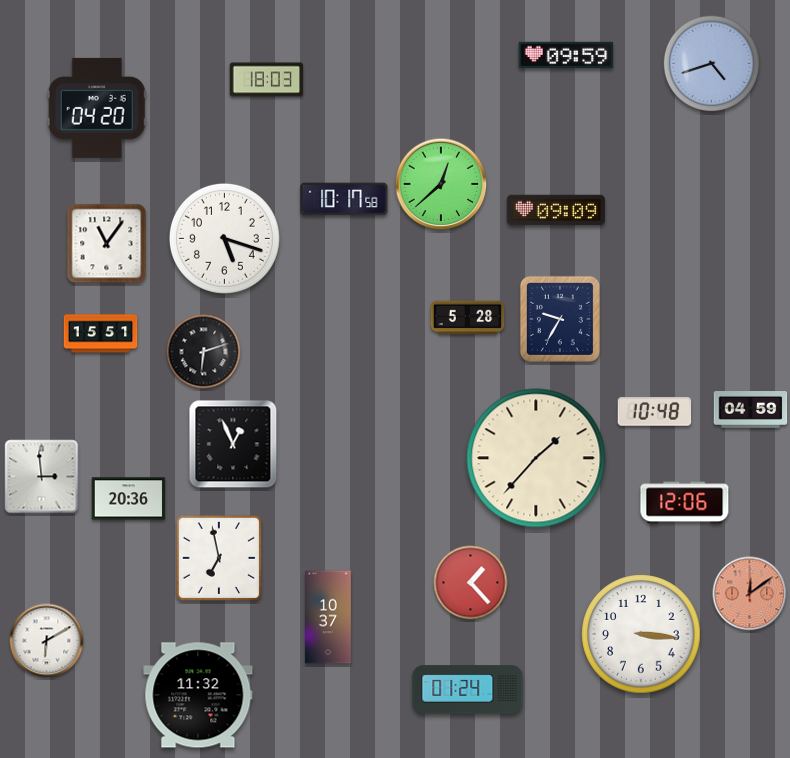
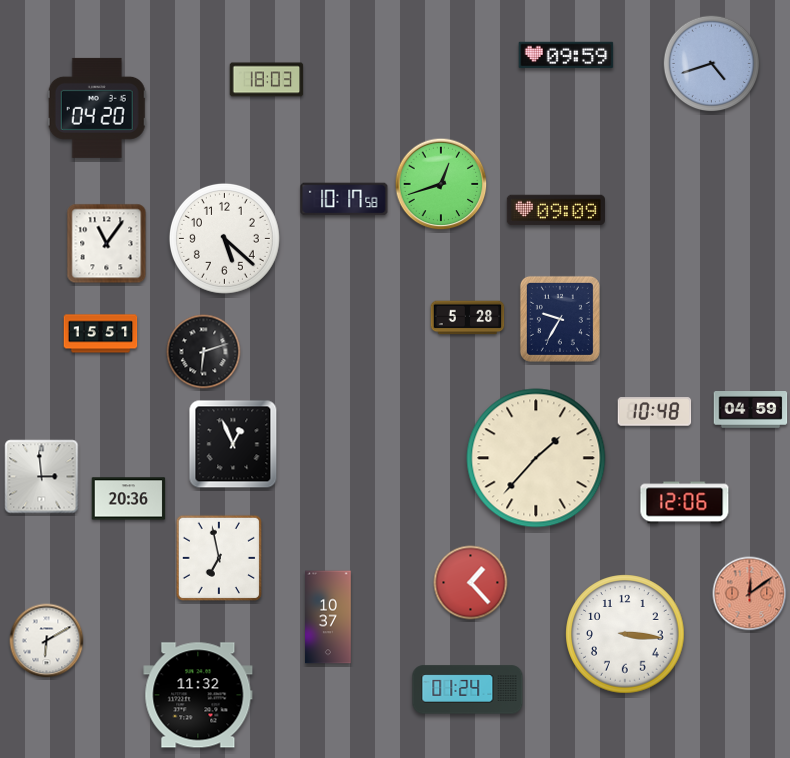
clock at (441, 184): 12:38 -> 12:42
clock at (224, 238): 5:18 -> 5:22
clock at (641, 634) position: (641, 634) -> (625, 634)
